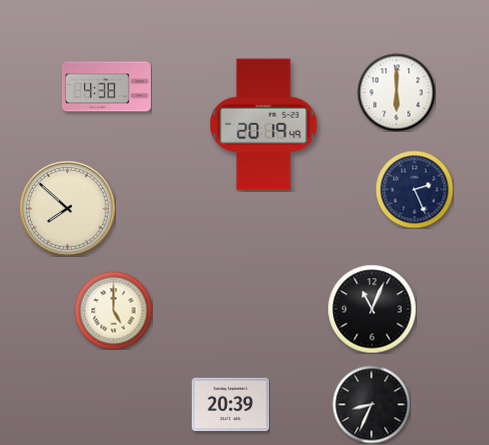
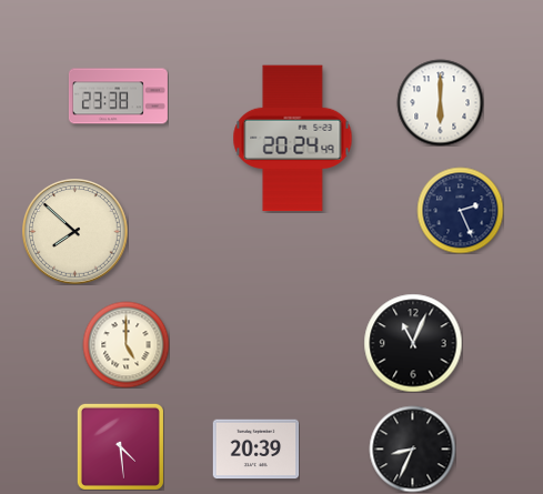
clock at (106, 87): 4:38 -> 23:38
clock at (264, 125): 20:19 -> 20:24
clock at (120, 446): none -> 4:29
